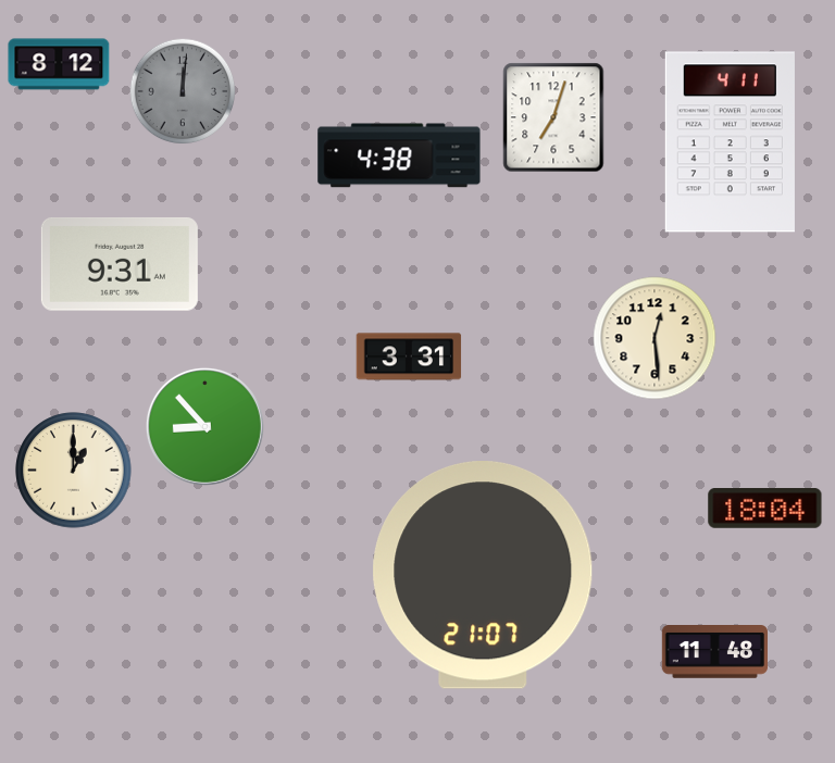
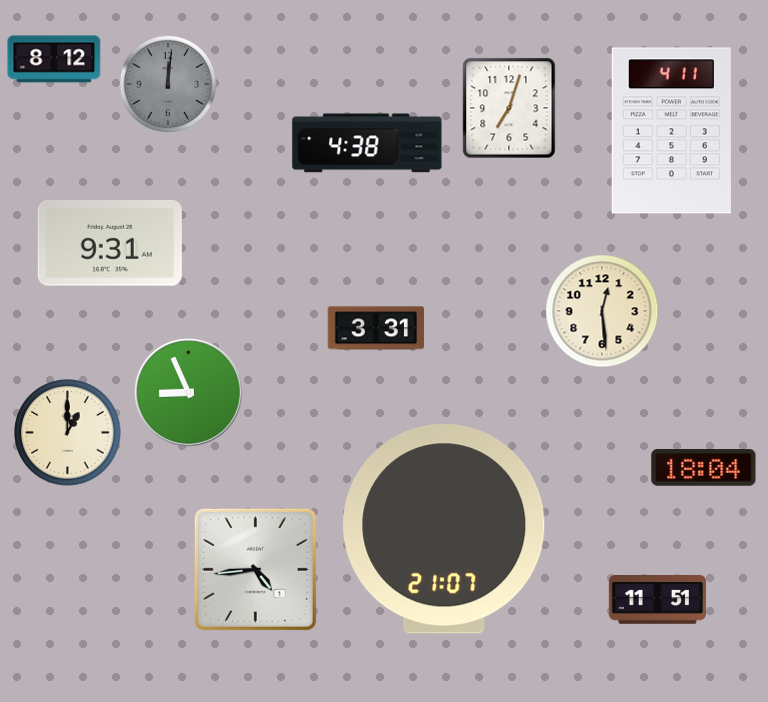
clock at (204, 426): 8:53 -> 8:56
clock at (255, 569): none -> 4:44
clock at (714, 652): 11:48 -> 11:51
